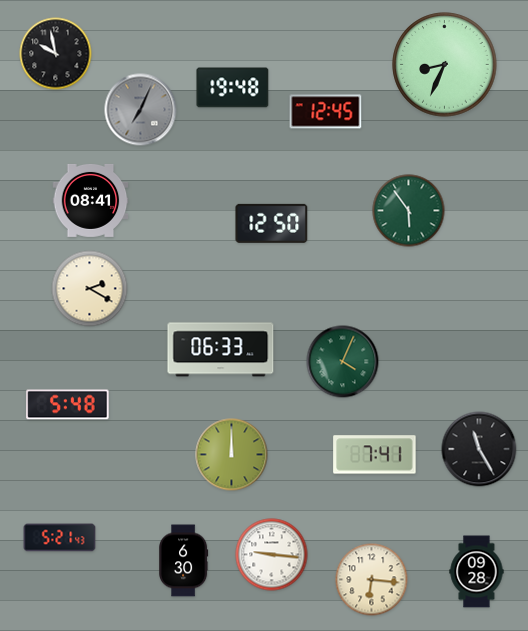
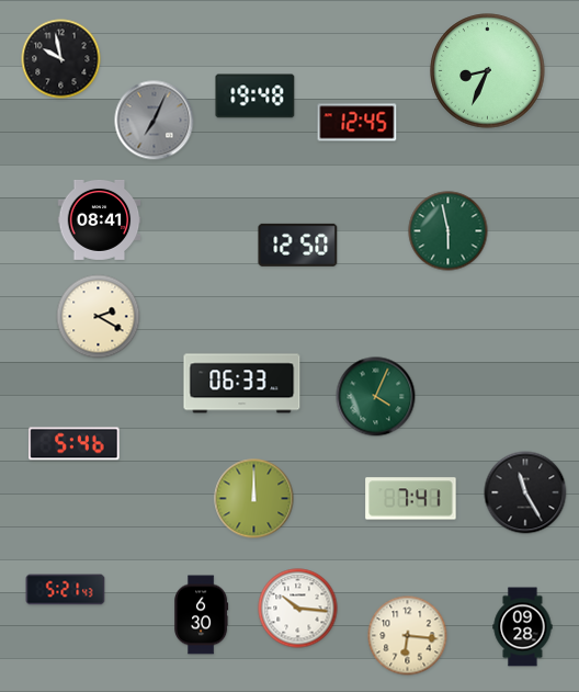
clock at (409, 211): 5:54 -> 5:58
clock at (68, 405): 5:48 -> 5:46
clock at (272, 555): 9:16 -> 10:16
